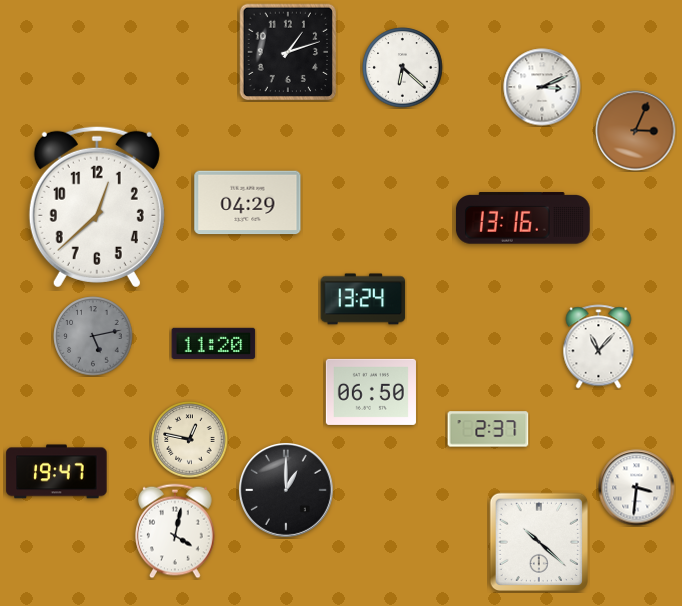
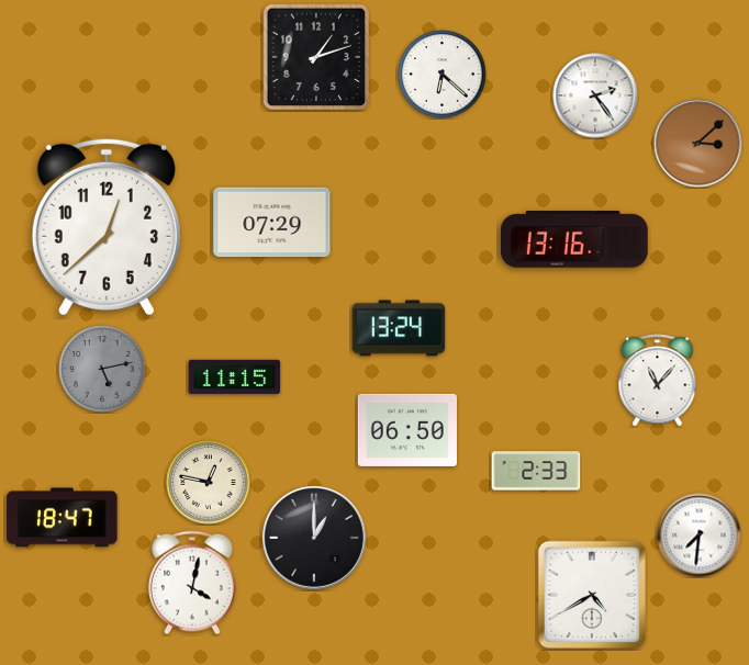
clock at (542, 87): 3:11 -> 2:24
clock at (636, 131): 3:04 -> 3:08
clock at (248, 203): 04:29 -> 07:29
clock at (214, 343): 11:20 -> 11:15
clock at (488, 429): 2:37 -> 2:33
clock at (57, 472): 19:47 -> 18:47
clock at (637, 488): 3:31 -> 7:31
clock at (538, 541): 10:22 -> 4:40
